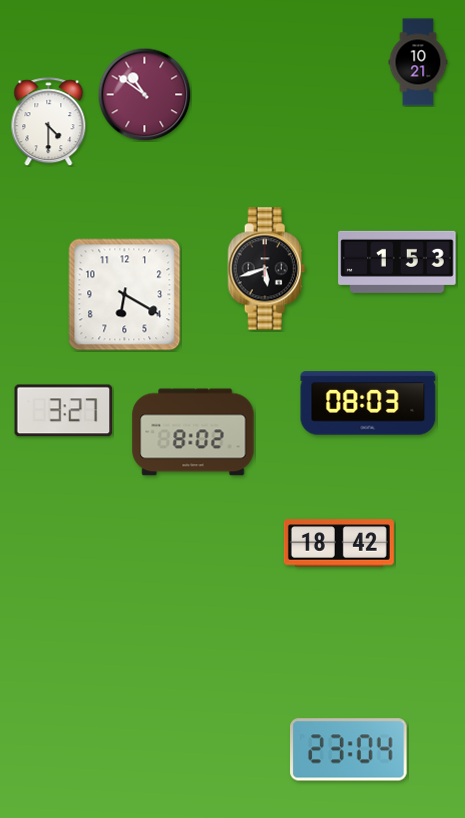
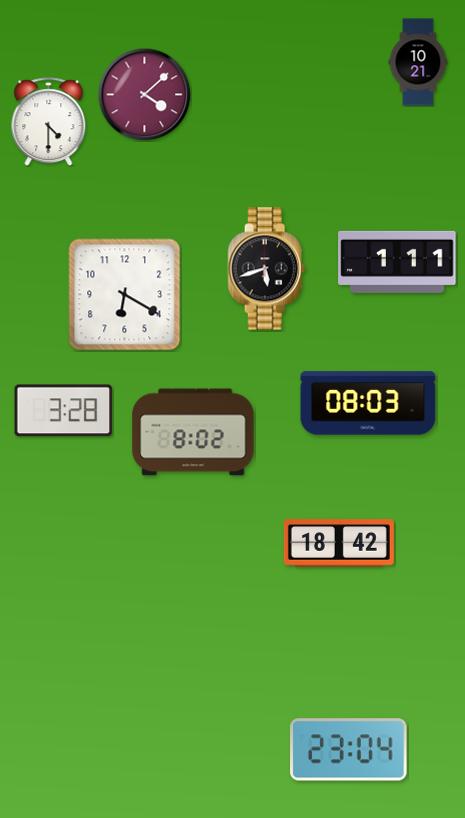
clock at (144, 94): 10:51 -> 4:08
clock at (397, 262): 1:53 -> 1:11
clock at (64, 411): 3:27 -> 3:28
